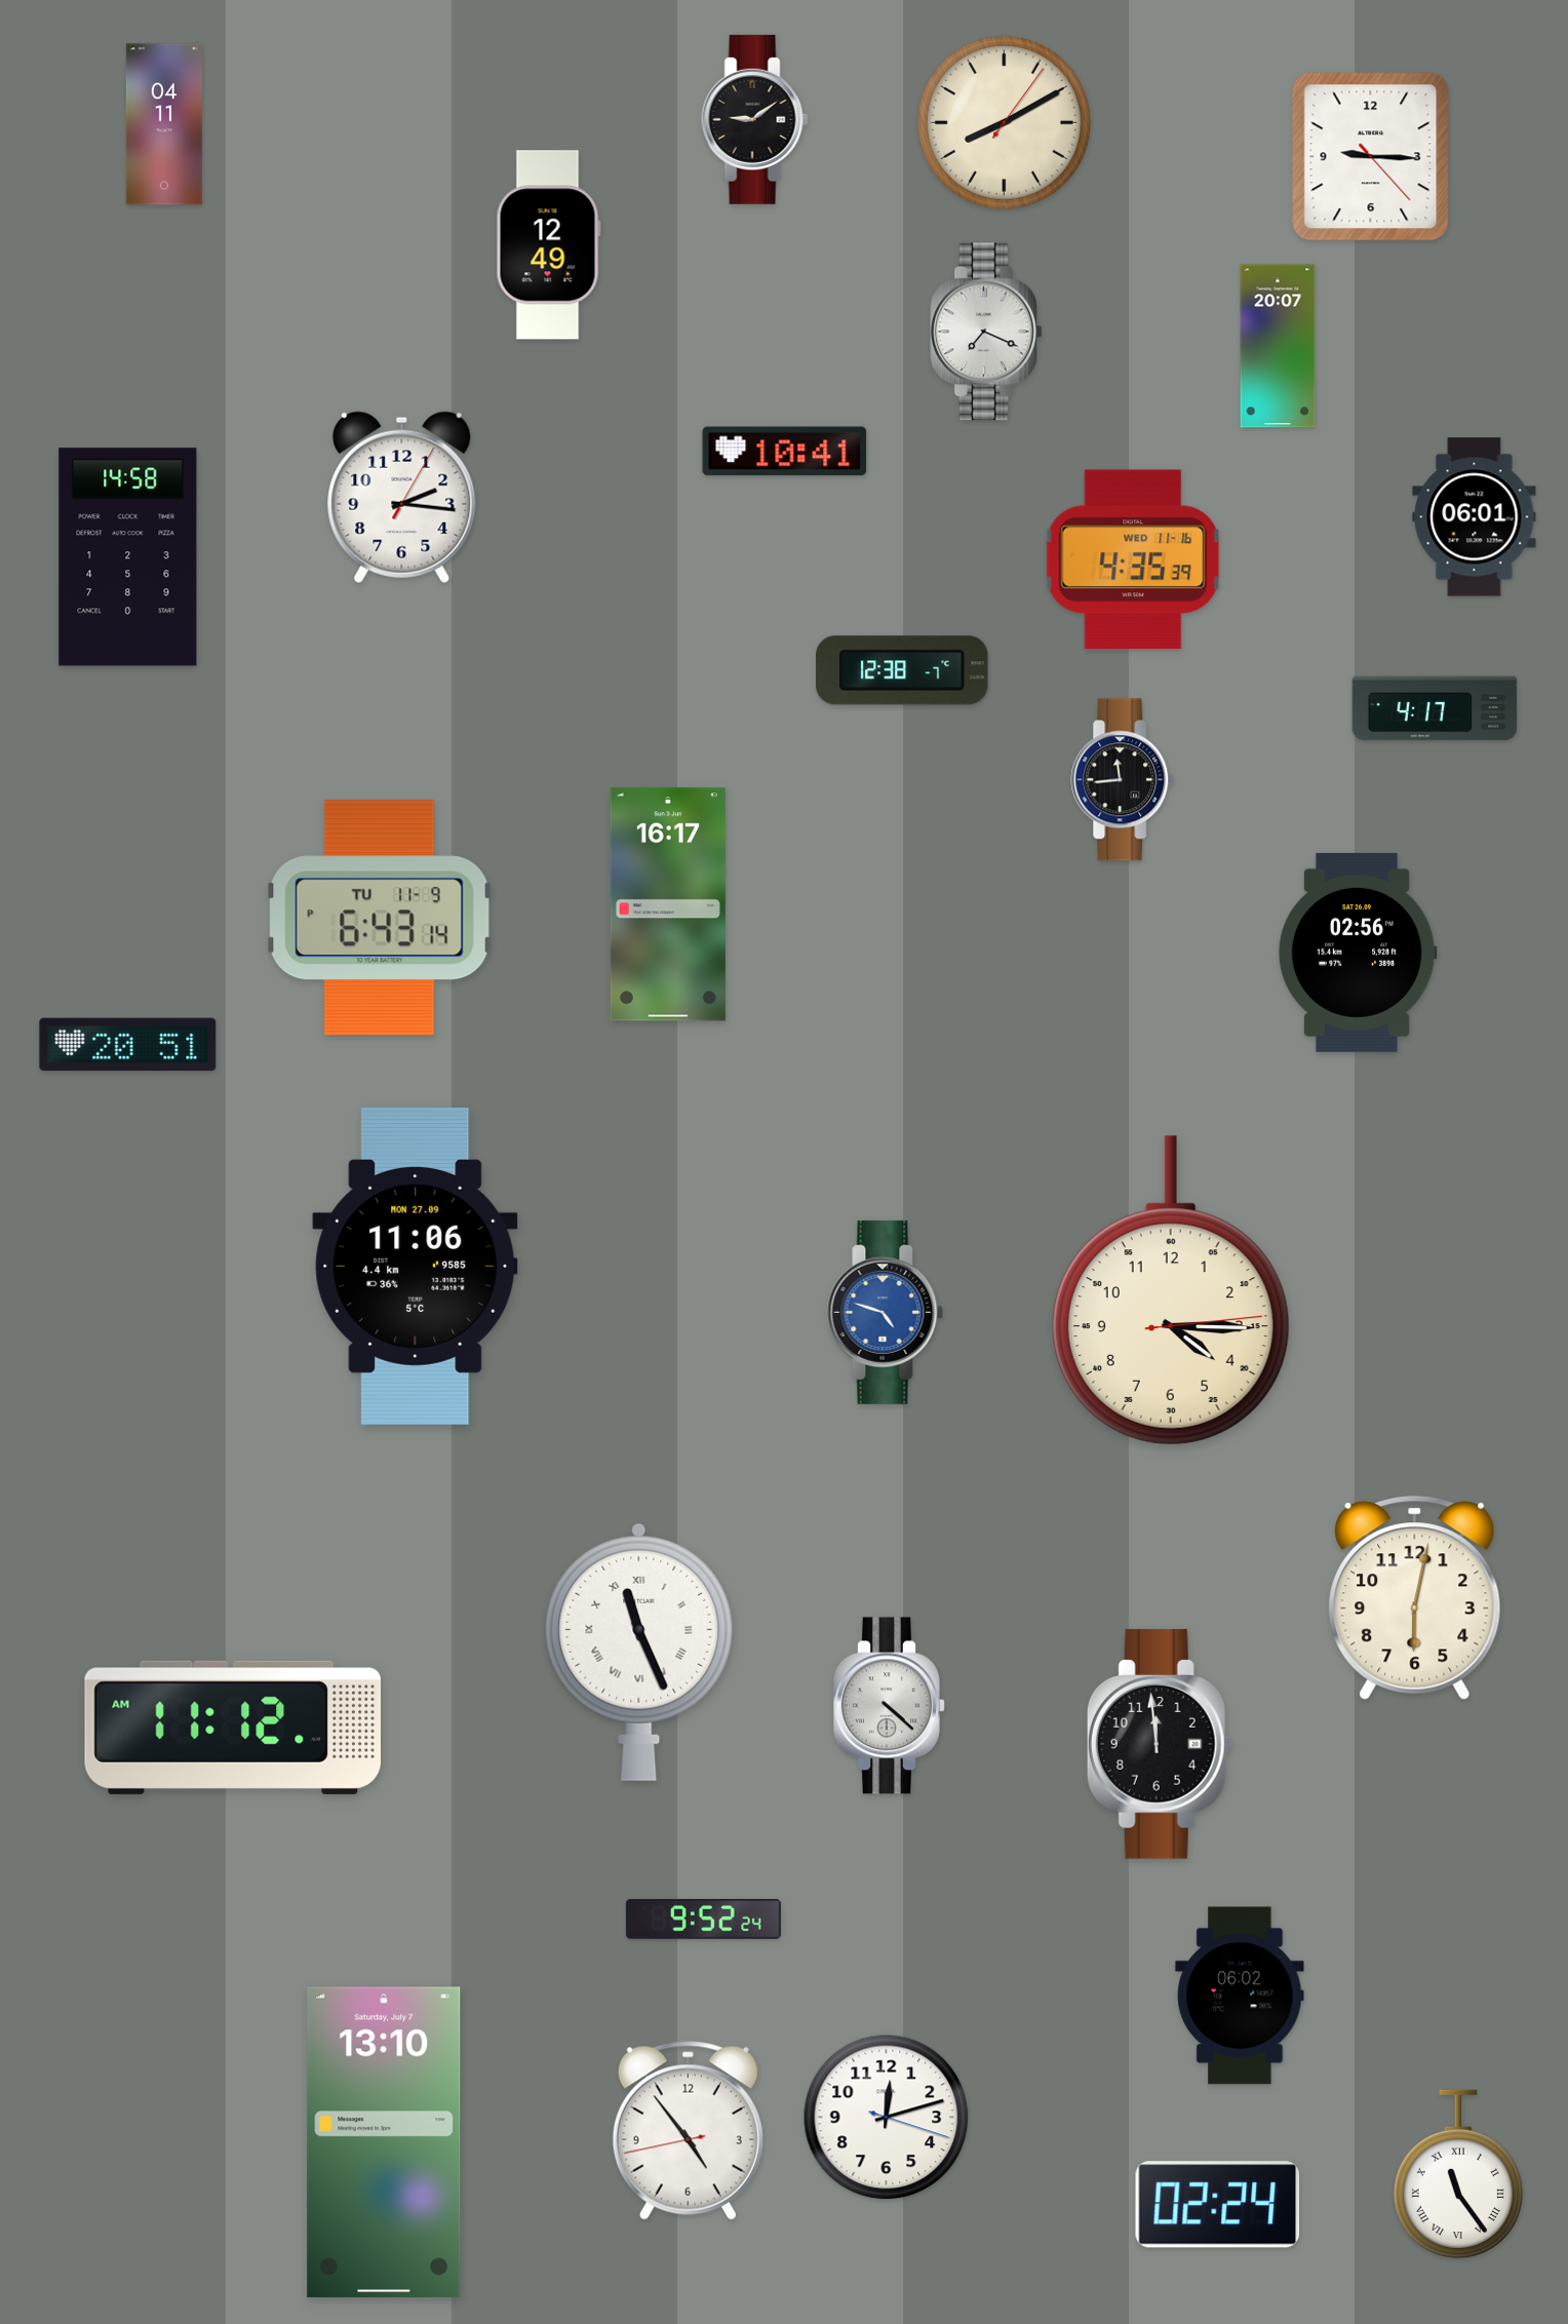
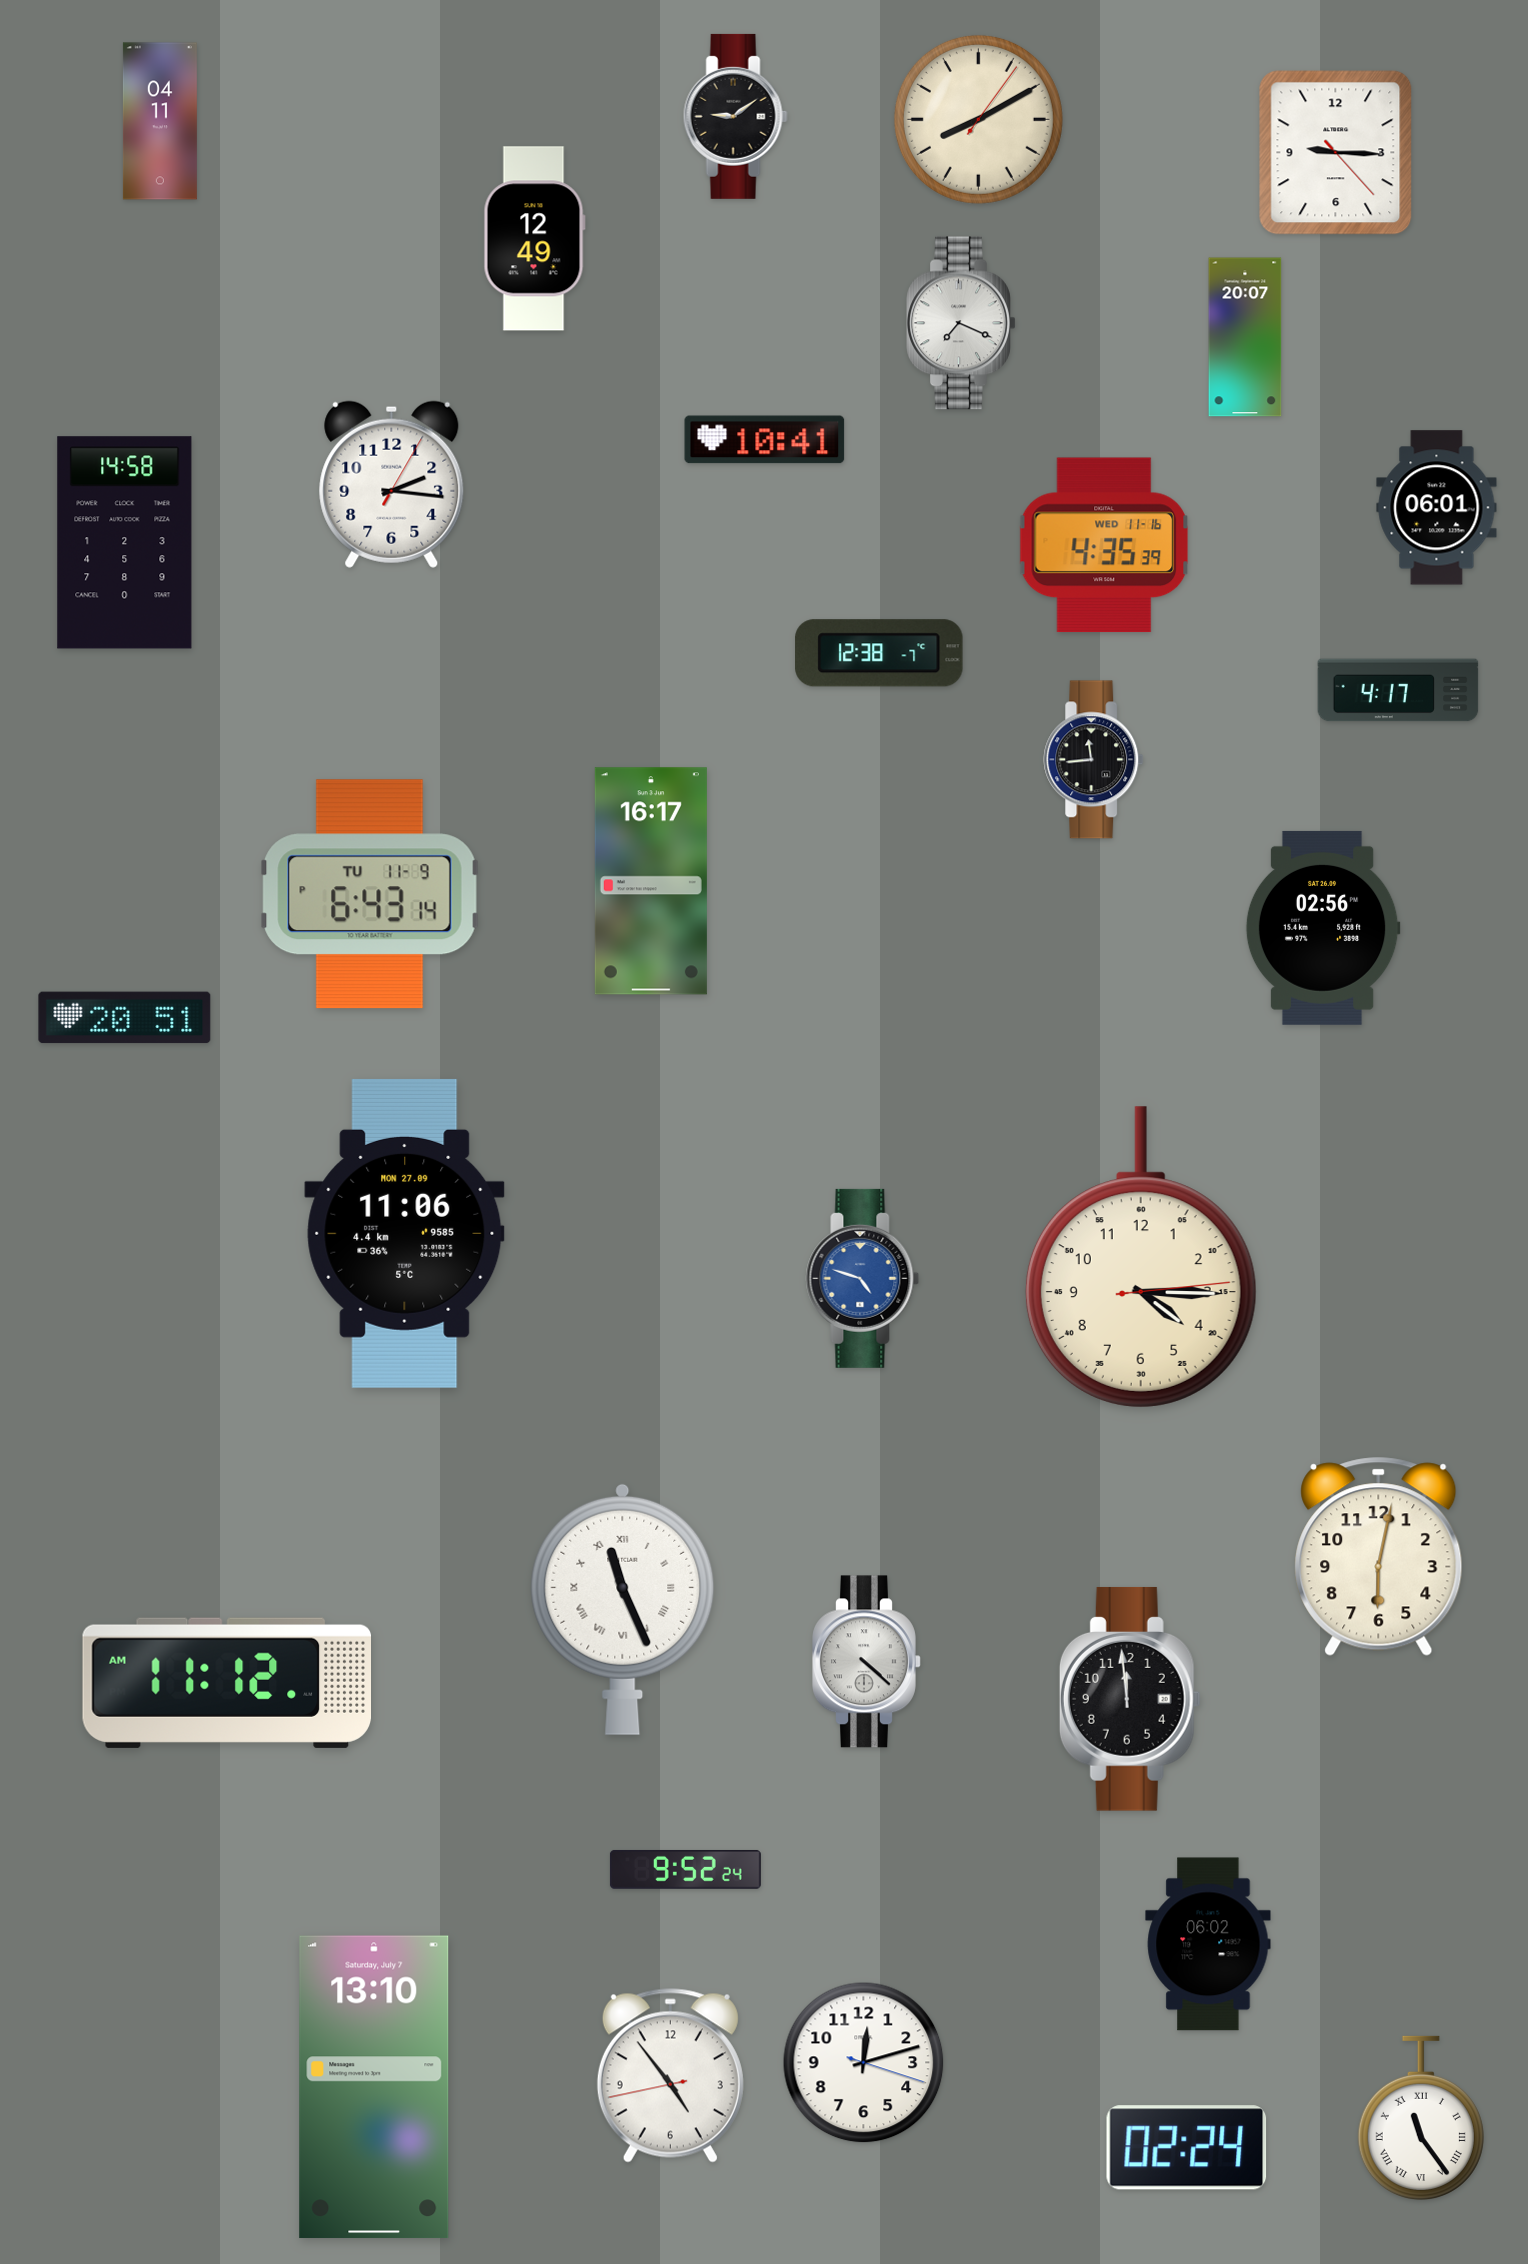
clock at (1475, 517) position: (1475, 517) -> (1437, 508)
